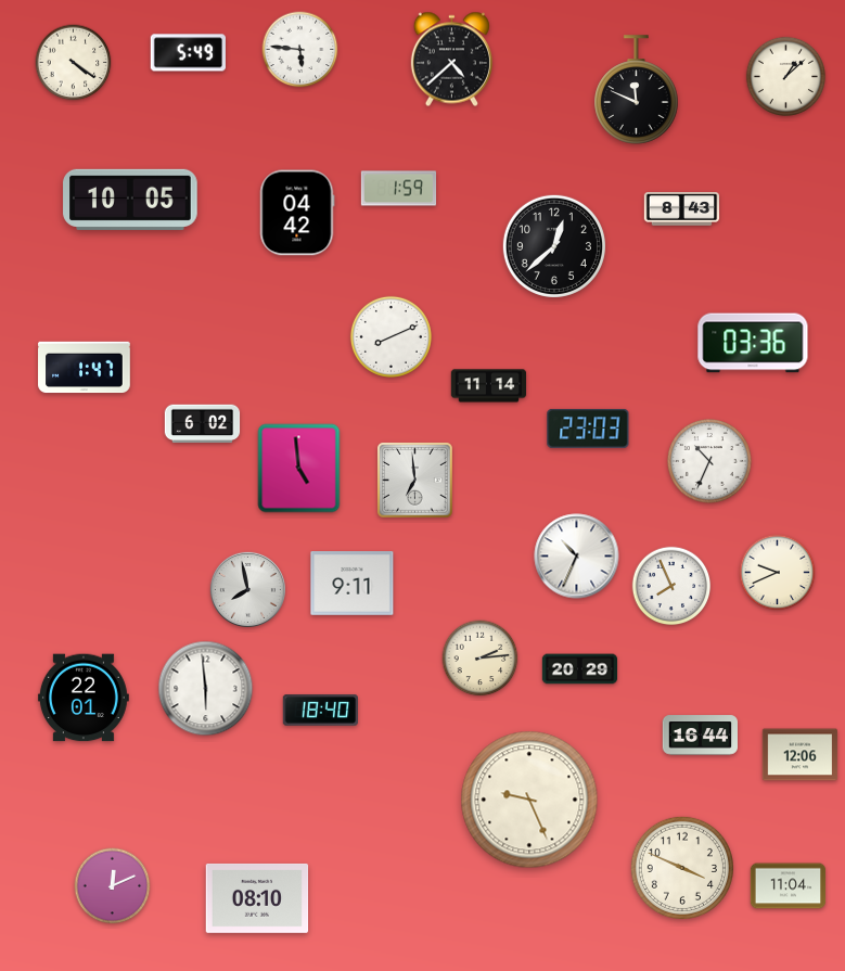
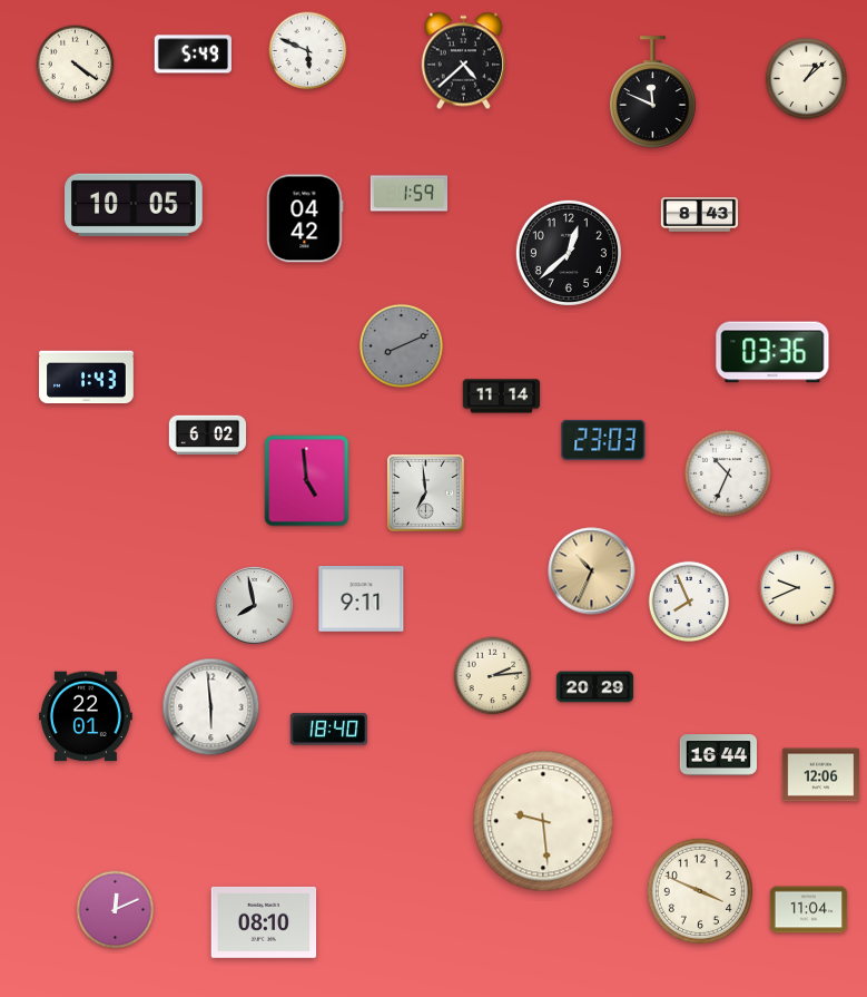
clock at (300, 50): 5:46 -> 5:49
clock at (391, 336) dial: white -> grey
clock at (85, 368): 1:47 -> 1:43
clock at (577, 557) dial: white -> champagne
clock at (529, 800): 9:26 -> 9:29
